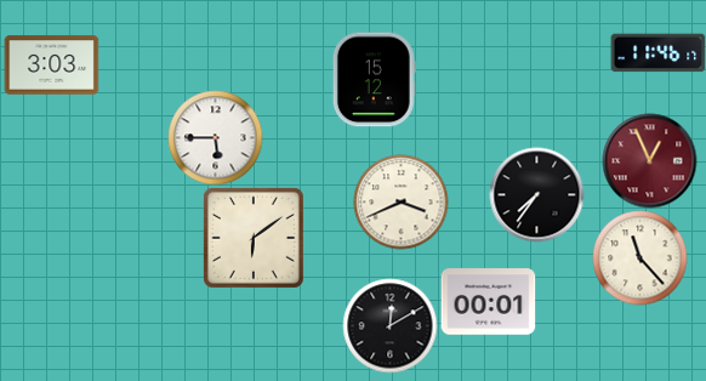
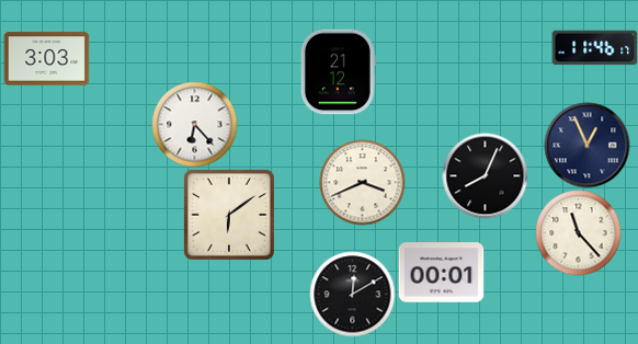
clock at (374, 79): 15:12 -> 21:12
clock at (215, 137): 5:45 -> 6:23
clock at (649, 160) dial: burgundy -> navy
clock at (536, 194): 7:36 -> 8:04
